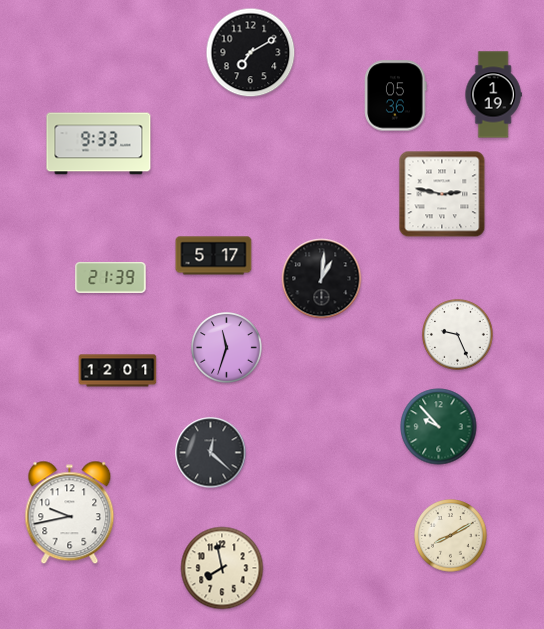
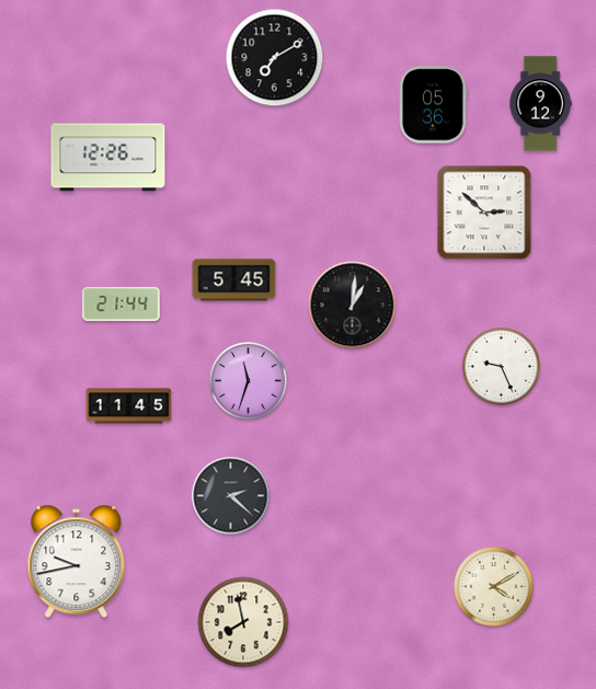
clock at (493, 95): 1:19 -> 9:12
clock at (99, 144): 9:33 -> 12:26
clock at (442, 194): 2:47 -> 2:52
clock at (214, 256): 5:17 -> 5:45
clock at (111, 278): 21:39 -> 21:44
clock at (118, 371): 12:01 -> 11:45
clock at (439, 427): 9:53 -> none
clock at (211, 453): 12:22 -> 2:22
clock at (451, 536): 8:10 -> 4:10
